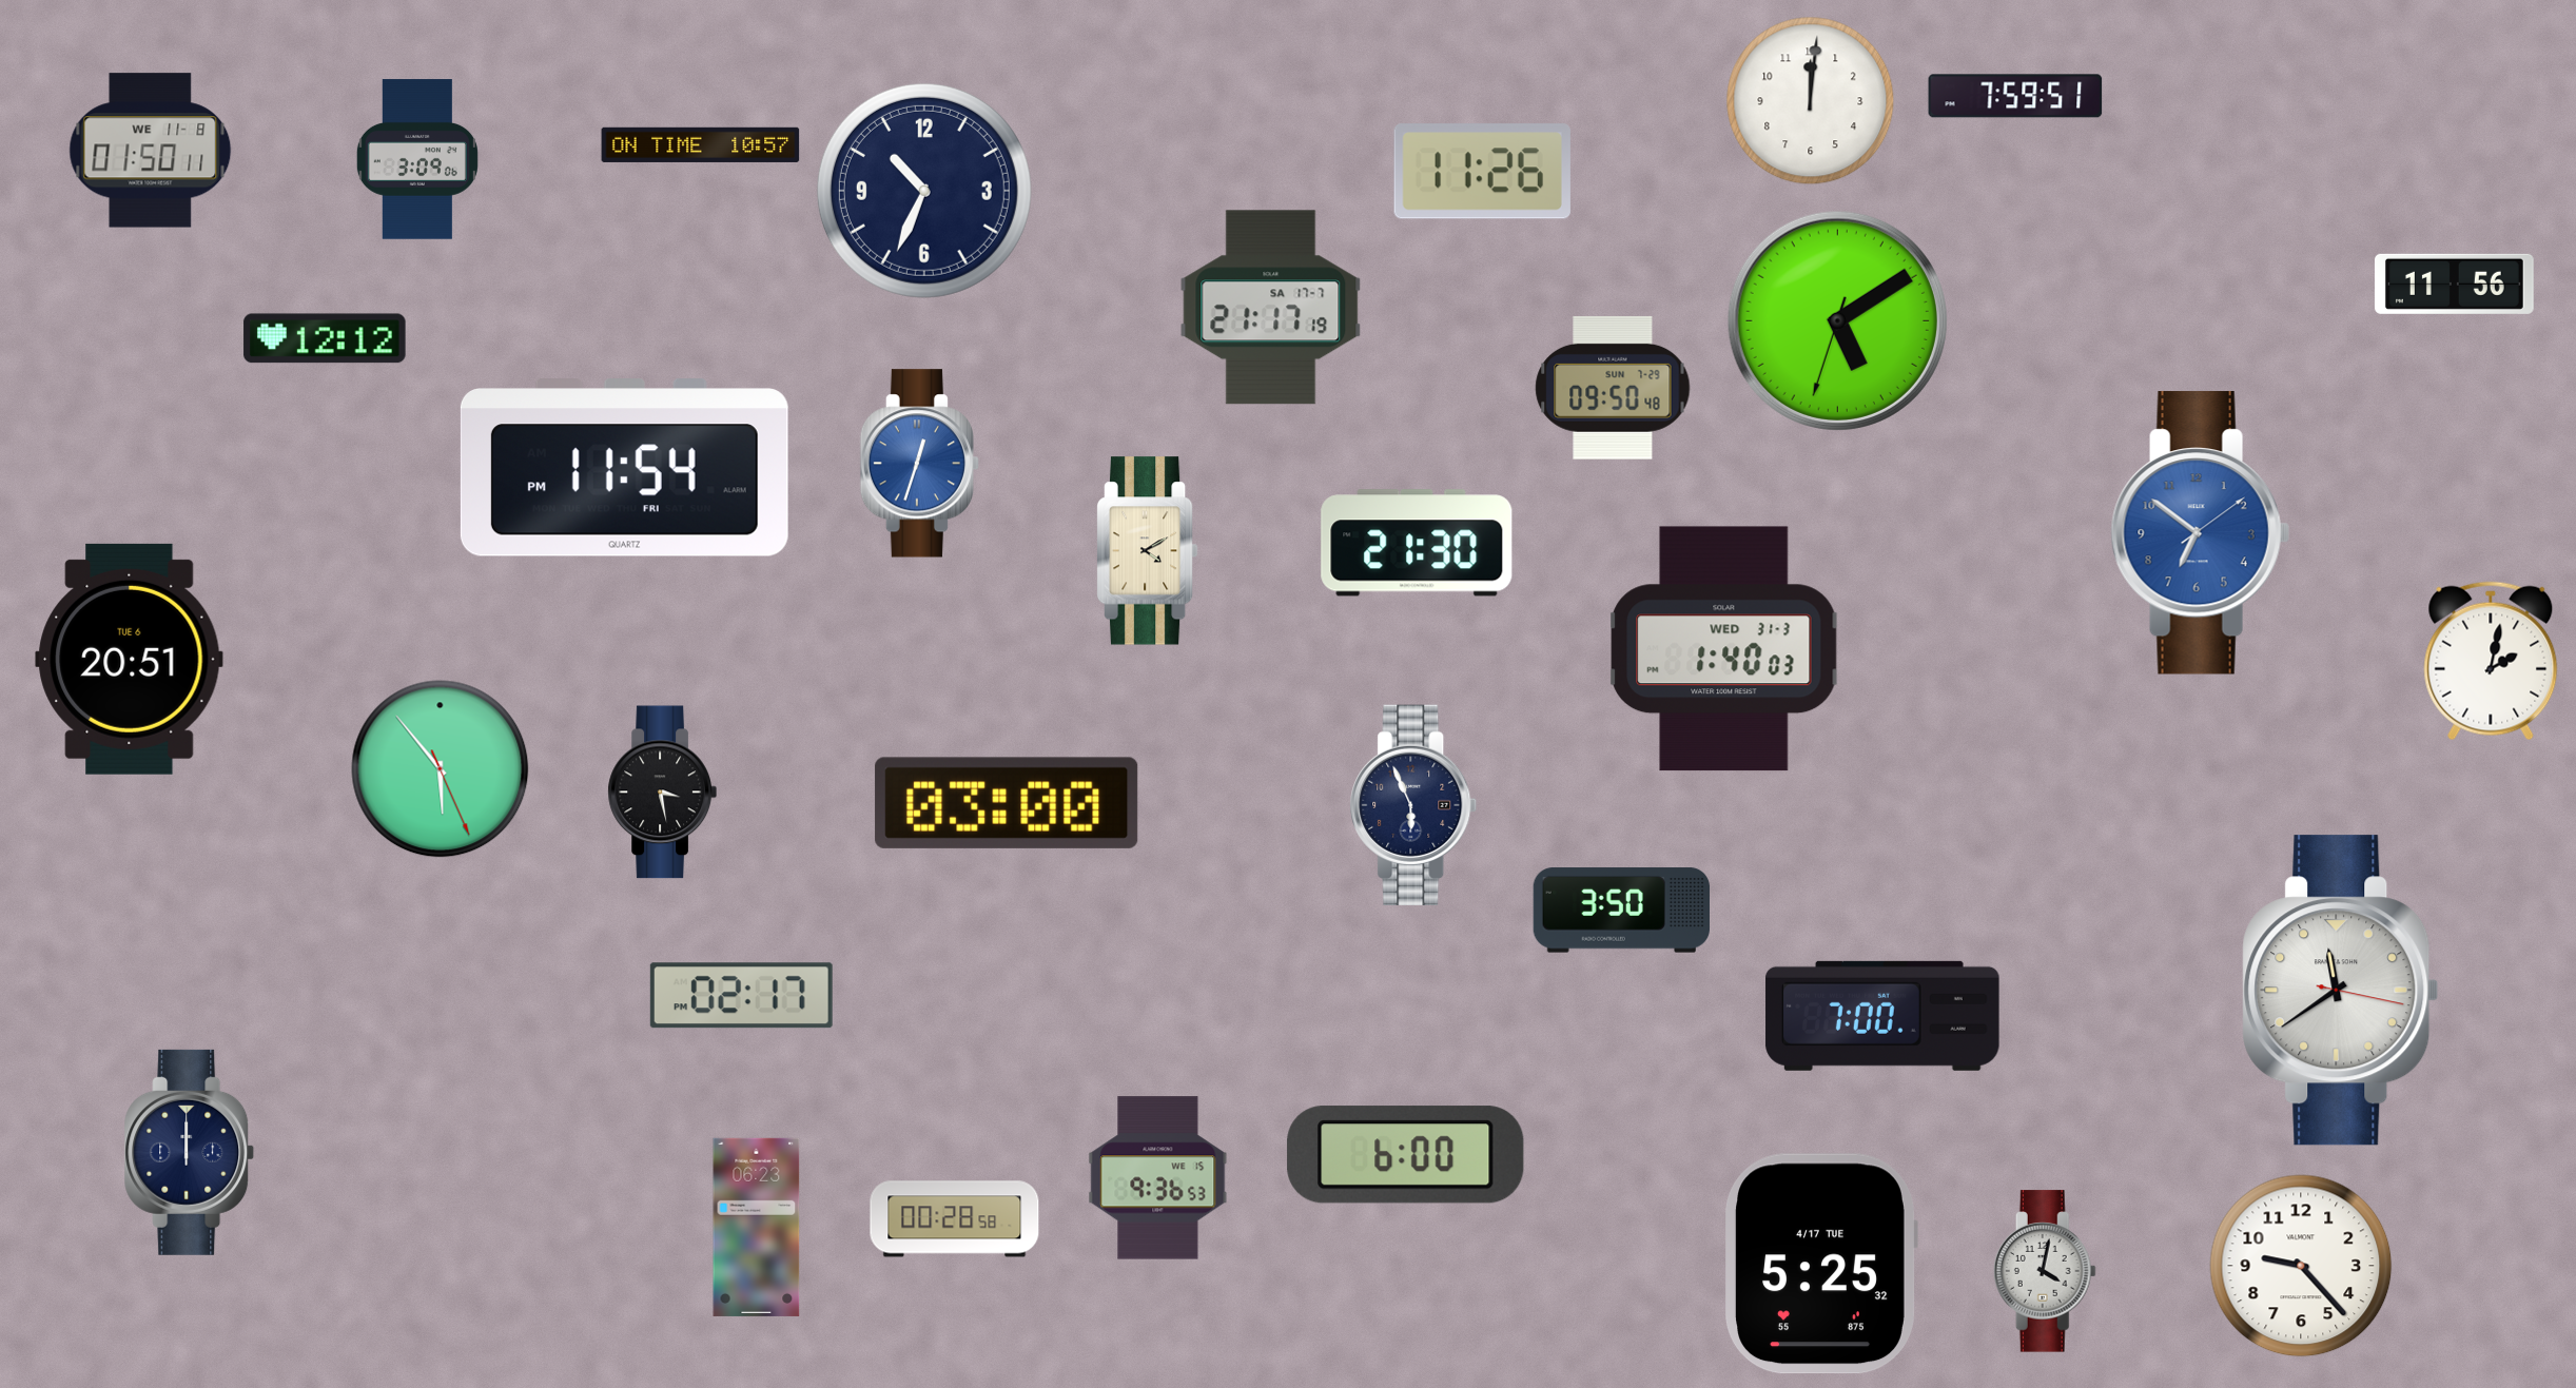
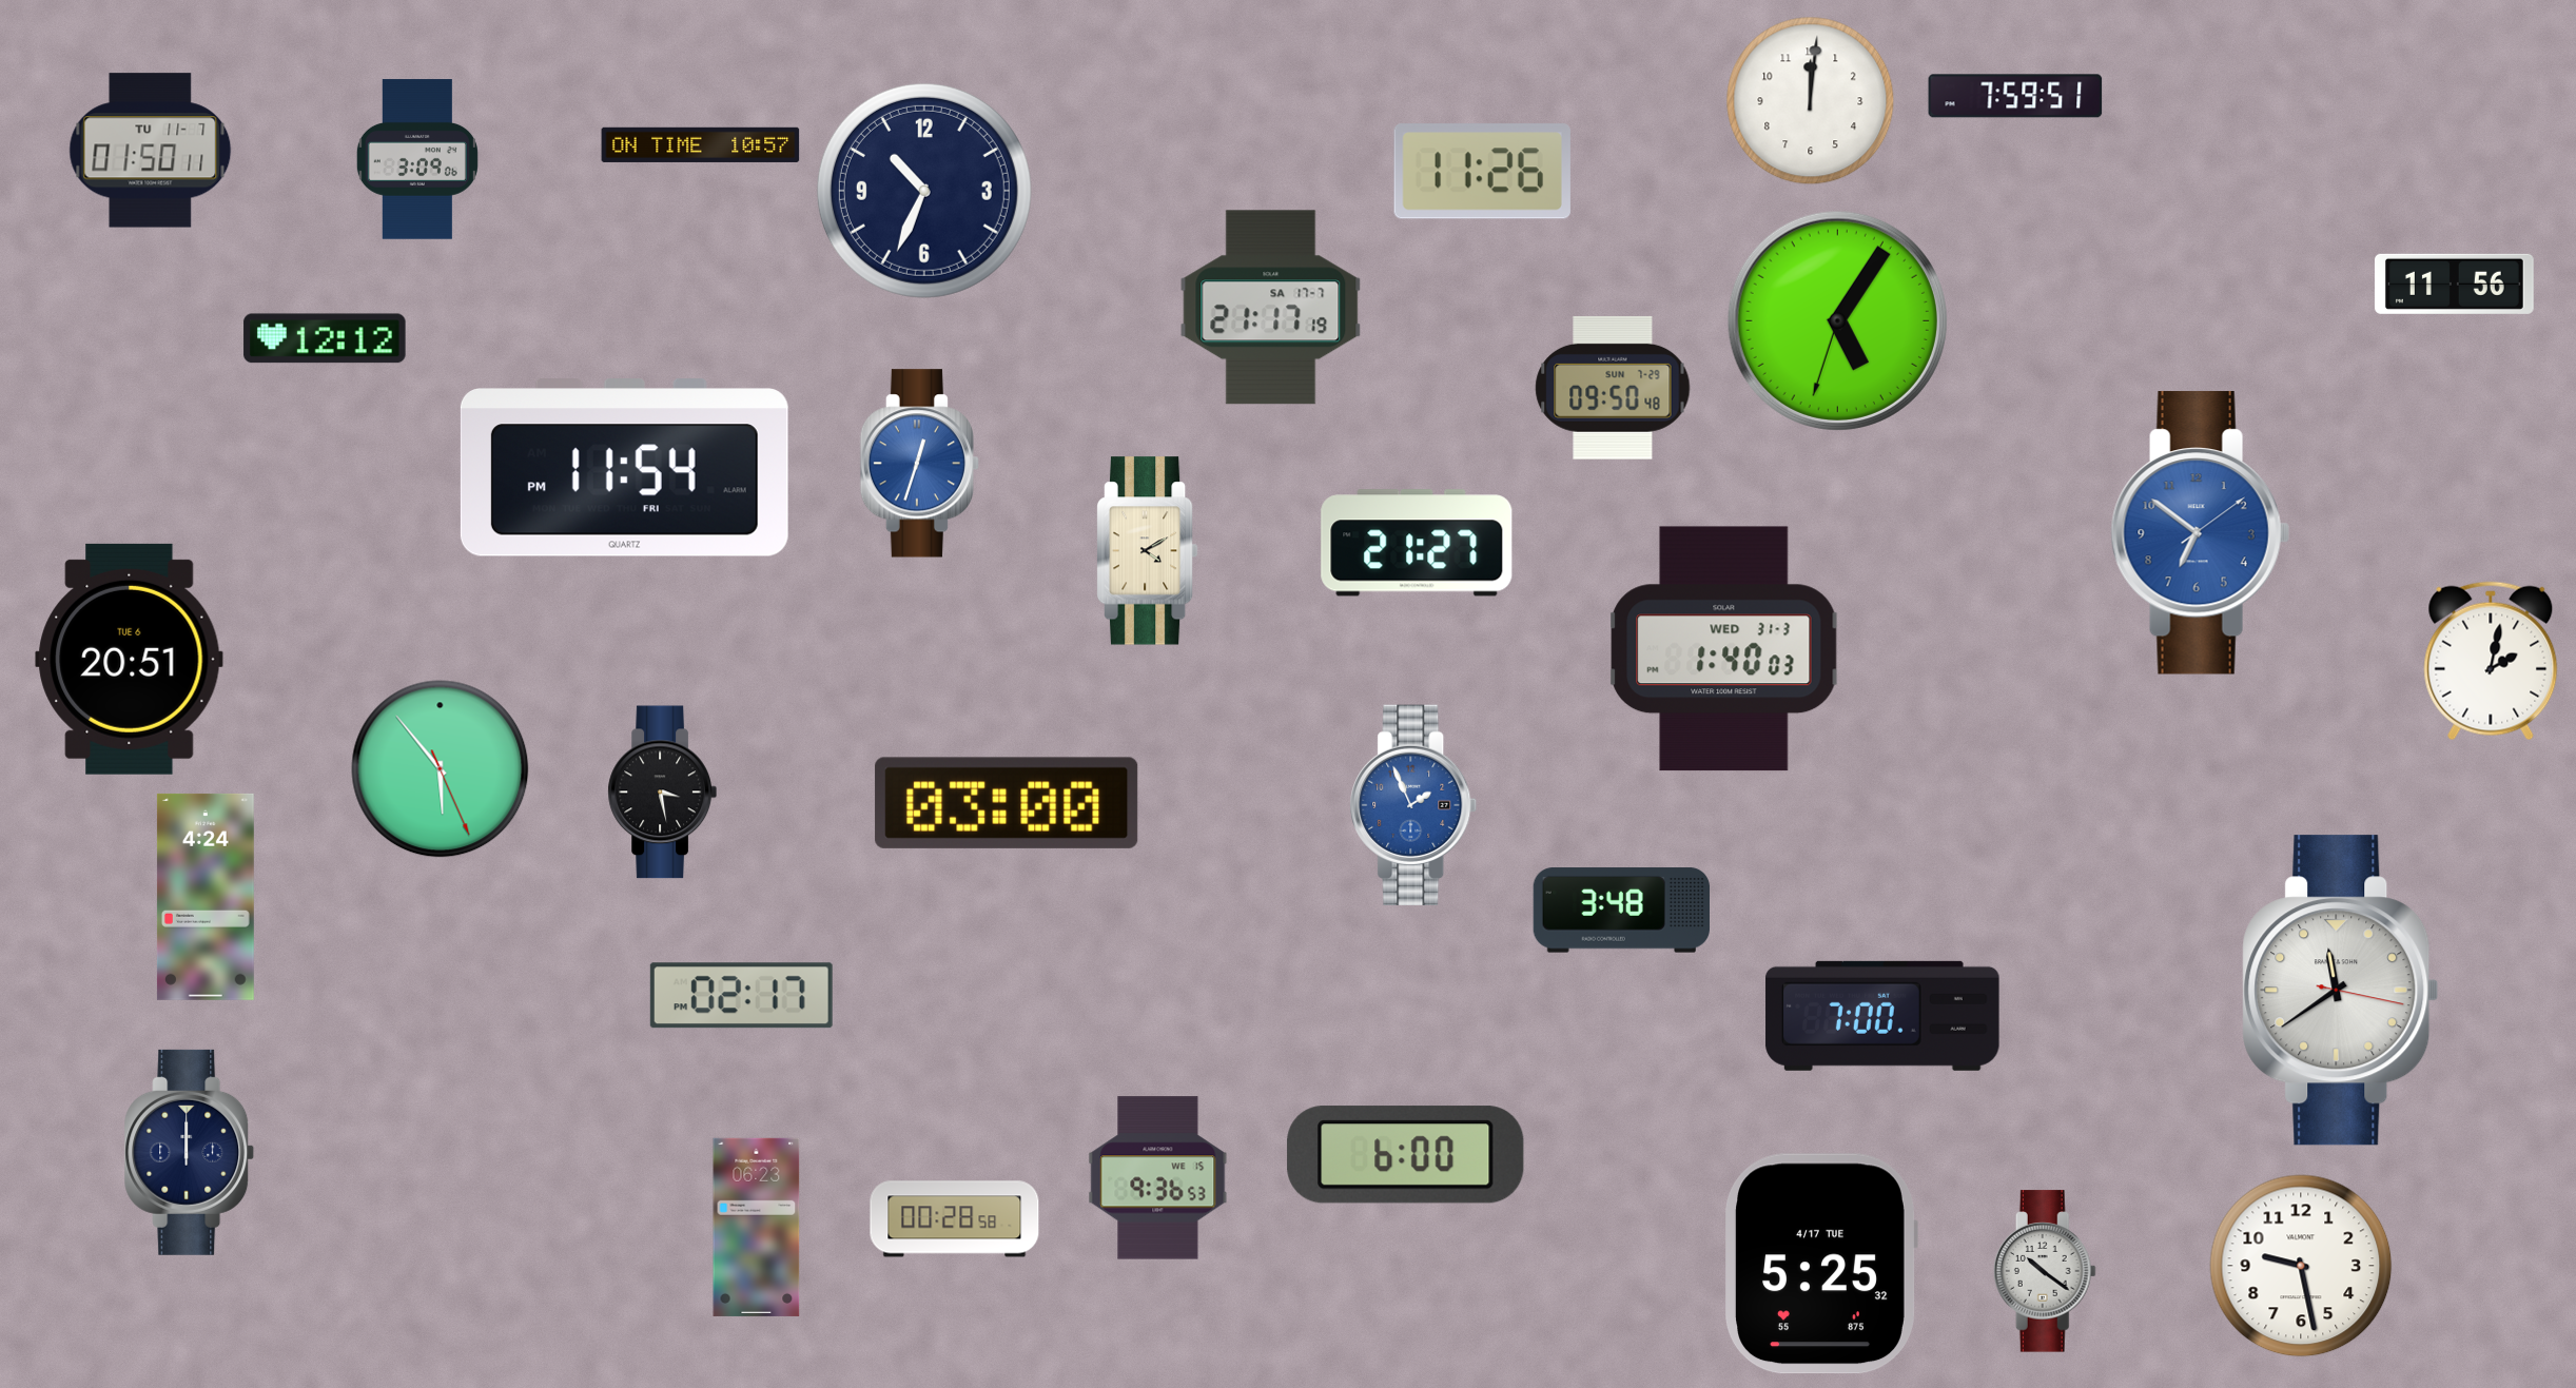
clock at (151, 151) date: WE 11-8 -> TU 11-7
clock at (1837, 320): 5:09 -> 5:05
clock at (1417, 543): 21:30 -> 21:27
clock at (1413, 805): 5:56 -> 1:56
clock at (1413, 805) dial: navy -> blue
clock at (206, 897): none -> 4:24
clock at (1621, 911): 3:50 -> 3:48
clock at (2301, 1266): 9:23 -> 9:28
clock at (2045, 1271): 4:02 -> 10:21
